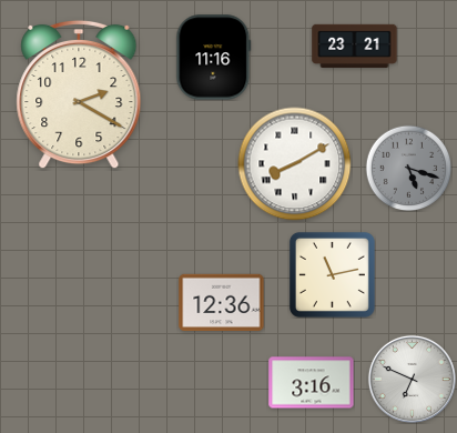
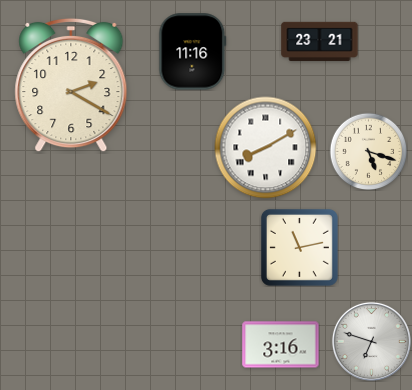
clock at (408, 168) dial: grey -> cream
clock at (222, 303): 12:36 -> none
clock at (412, 379): 6:49 -> 6:48
